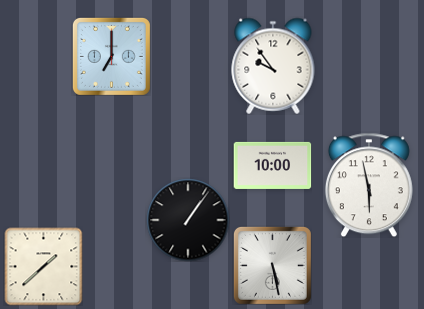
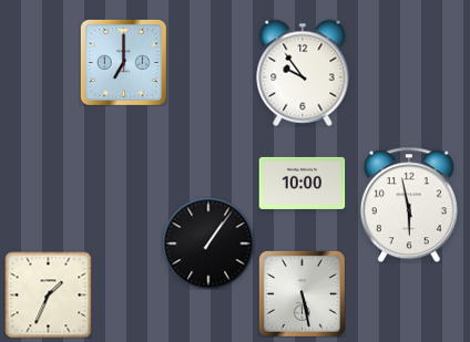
clock at (43, 266): 1:38 -> 1:34
